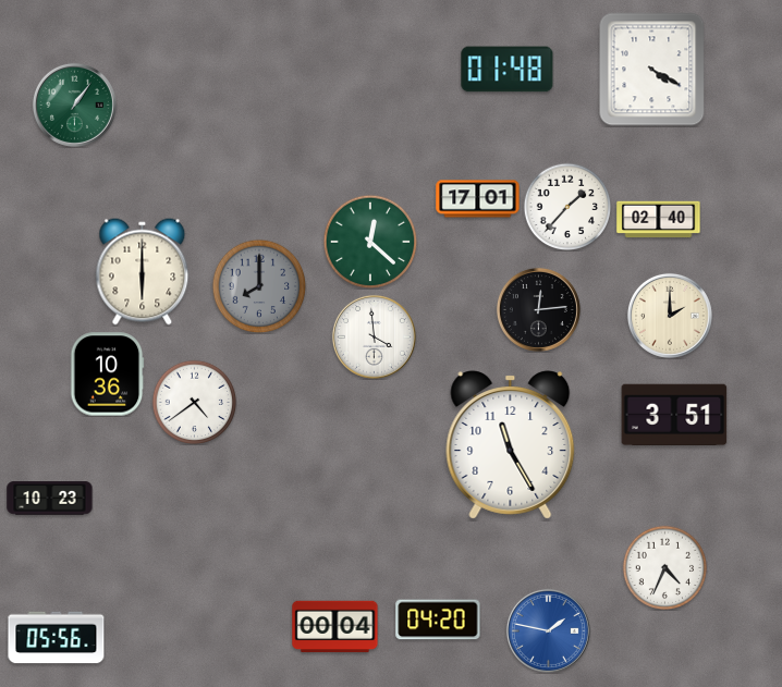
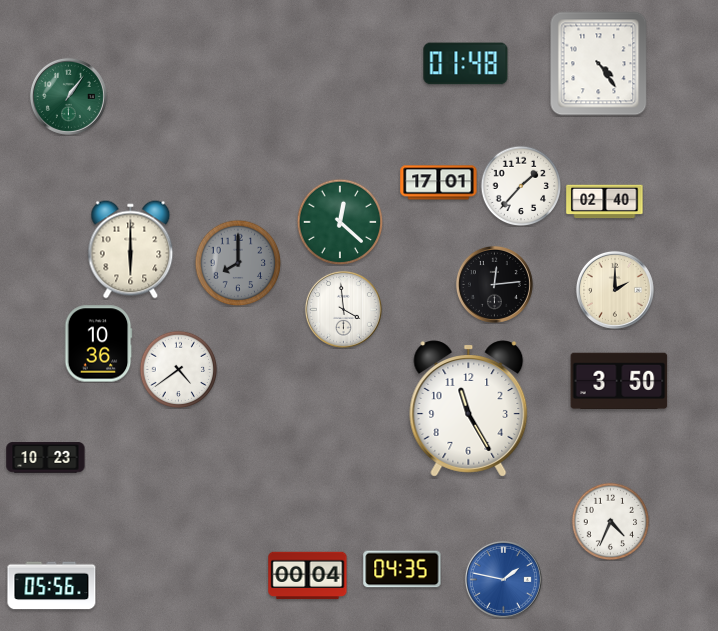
clock at (652, 70): 4:20 -> 4:24
clock at (567, 207) position: (567, 207) -> (521, 186)
clock at (674, 415): 3:51 -> 3:50
clock at (438, 619): 04:20 -> 04:35
